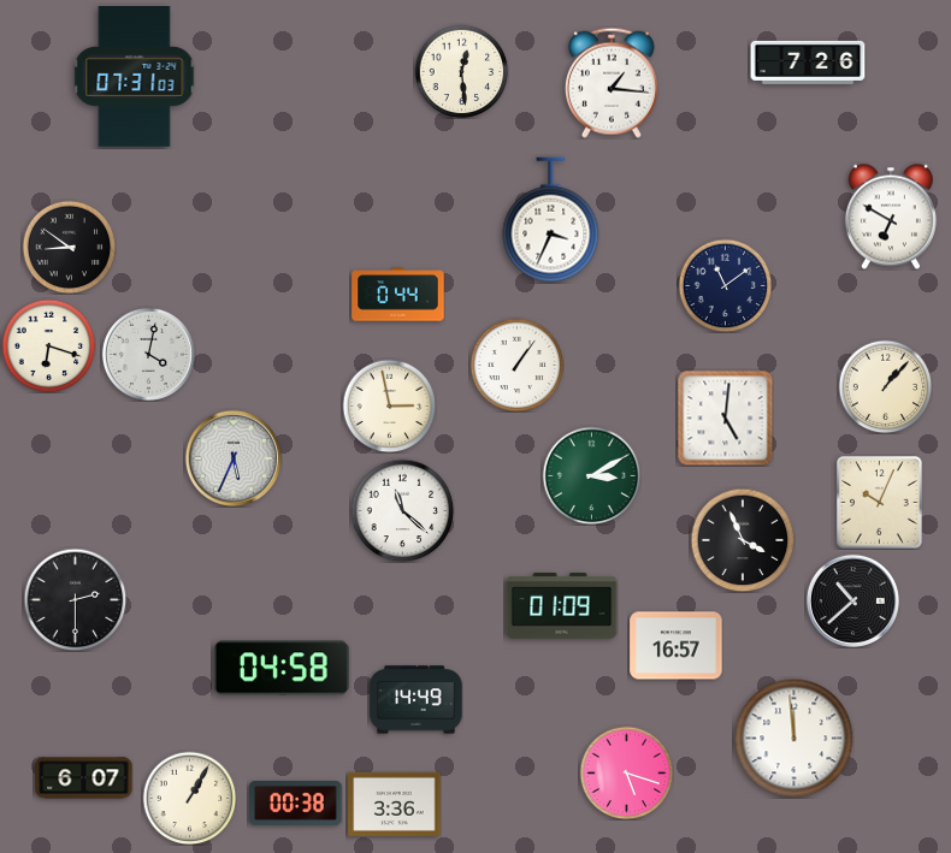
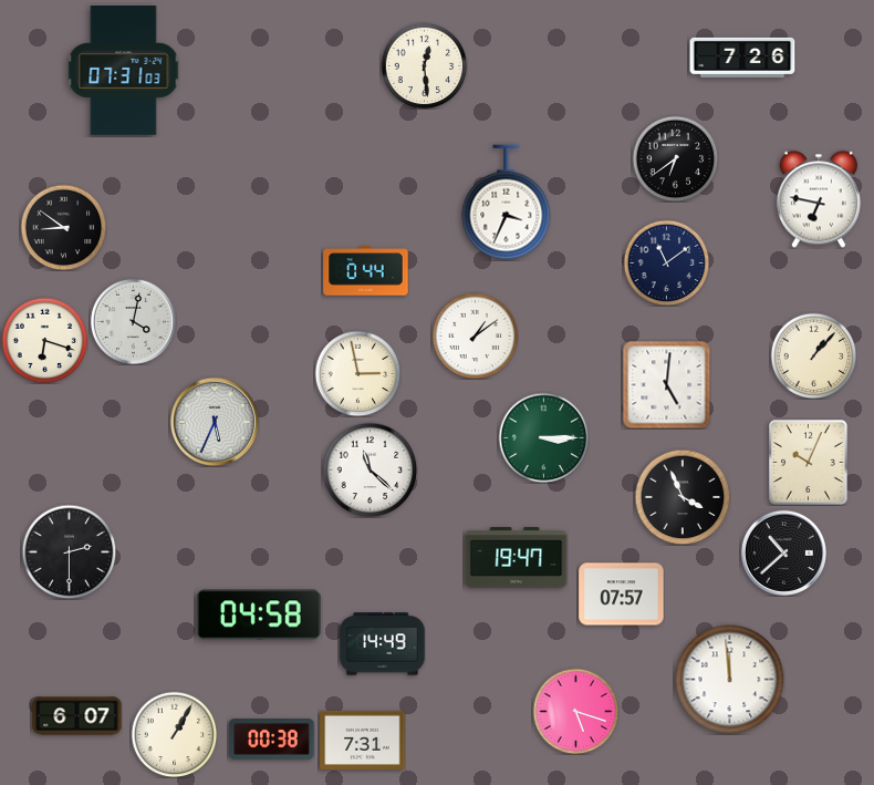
clock at (612, 83): 1:16 -> none
clock at (675, 158): none -> 6:39
clock at (891, 217): 6:50 -> 6:47
clock at (48, 345) position: (48, 345) -> (44, 340)
clock at (148, 354) position: (148, 354) -> (133, 321)
clock at (516, 365): 1:06 -> 1:09
clock at (591, 475): 3:10 -> 3:15
clock at (562, 606): 01:09 -> 19:47
clock at (677, 646): 16:57 -> 07:57
clock at (395, 804): 3:36 -> 7:31
